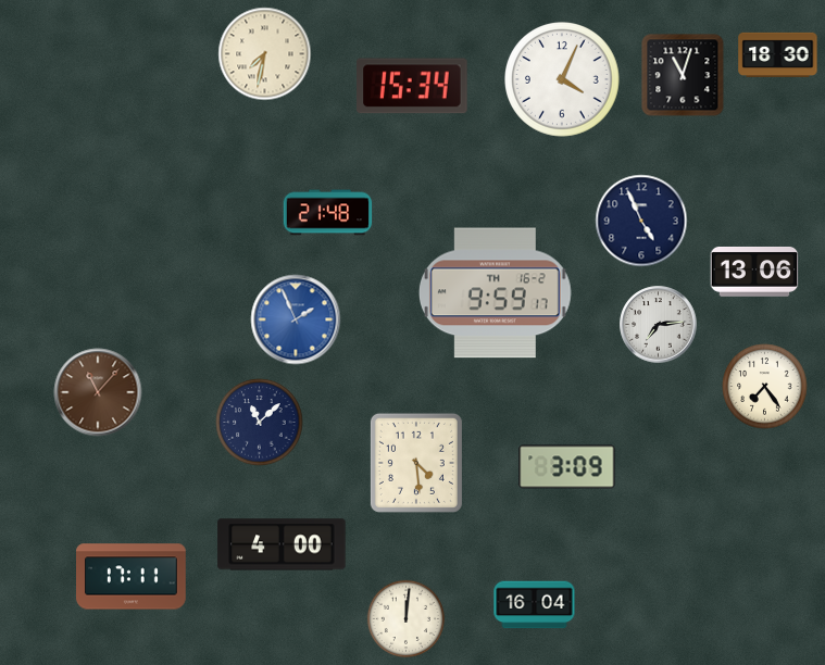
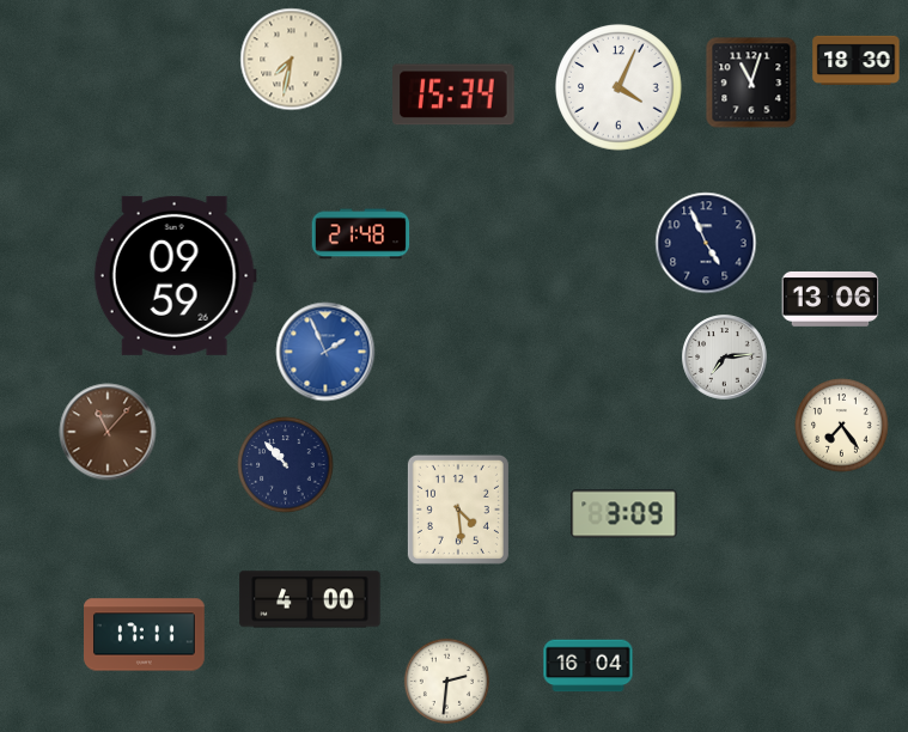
clock at (175, 275): none -> 09:59
clock at (495, 293): 9:59 -> none
clock at (260, 423): 11:08 -> 10:53
clock at (405, 618): 12:01 -> 2:31
